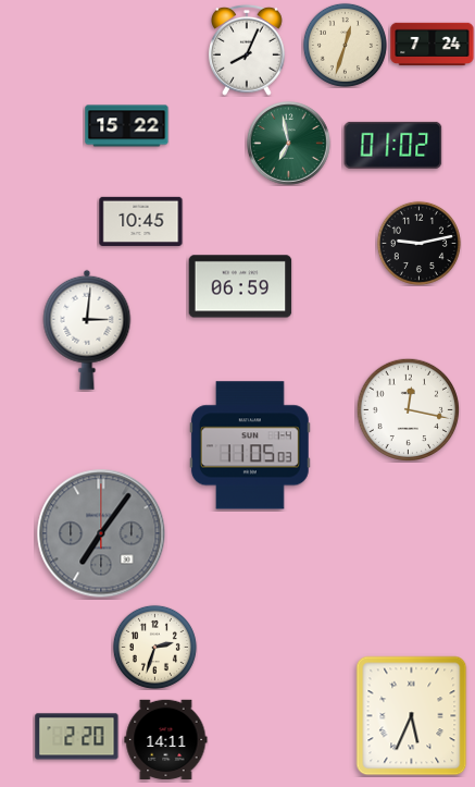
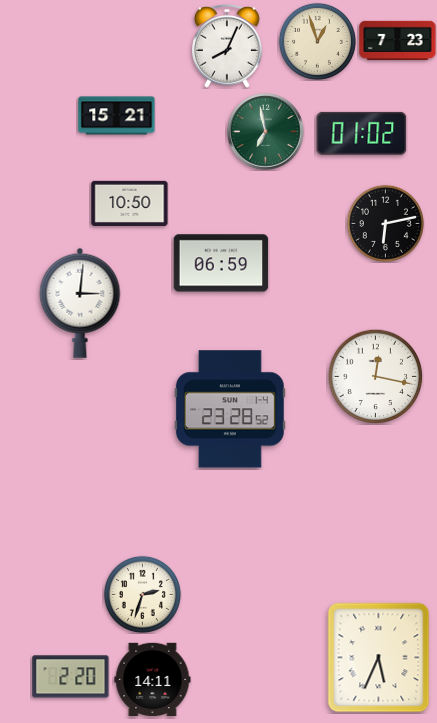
clock at (345, 45): 12:33 -> 12:57
clock at (433, 45): 7:24 -> 7:23
clock at (127, 126): 15:22 -> 15:21
clock at (141, 221): 10:45 -> 10:50
clock at (418, 243): 9:13 -> 6:13
clock at (250, 445): 11:05 -> 23:28
clock at (101, 533): 7:06 -> none
